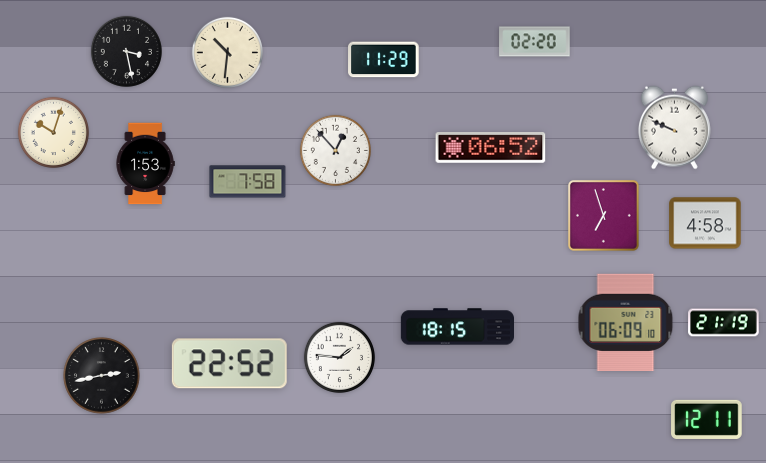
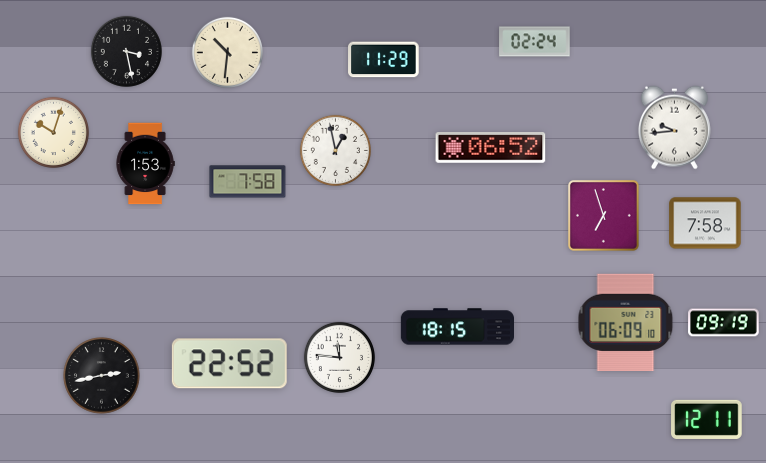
clock at (535, 42): 02:20 -> 02:24
clock at (674, 128): 9:49 -> 9:44
clock at (335, 150): 12:53 -> 12:58
clock at (705, 223): 4:58 -> 7:58
clock at (724, 323): 21:19 -> 09:19
clock at (339, 357): 1:46 -> 11:46
